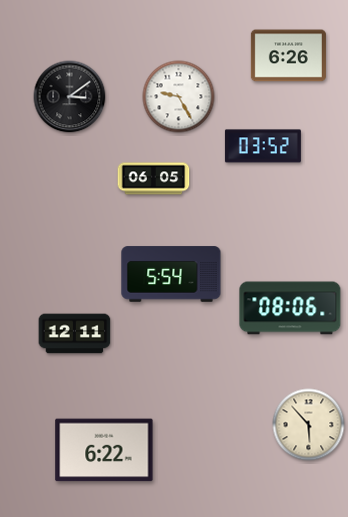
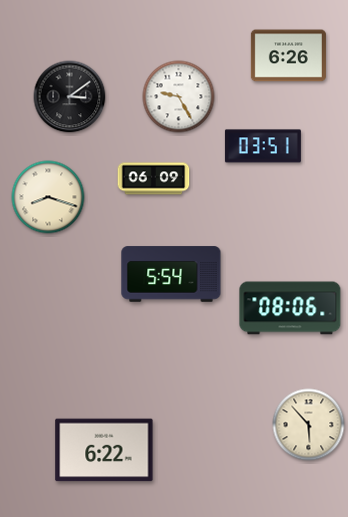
clock at (263, 146): 03:52 -> 03:51
clock at (154, 179): 06:05 -> 06:09
clock at (48, 197): none -> 8:18
clock at (75, 334): 12:11 -> none
